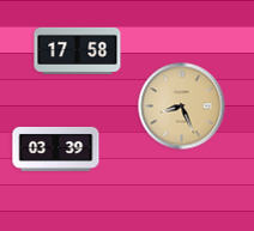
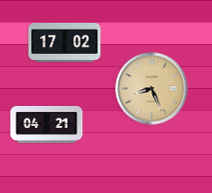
clock at (78, 50): 17:58 -> 17:02
clock at (56, 148): 03:39 -> 04:21
